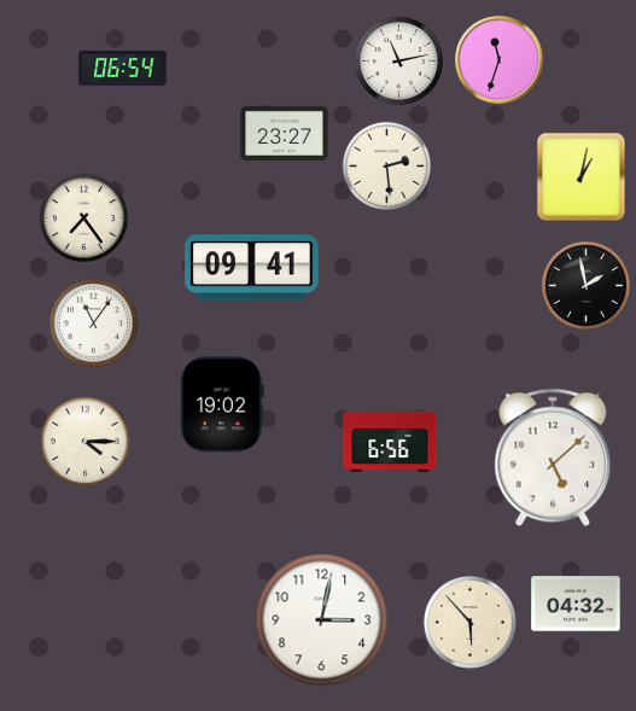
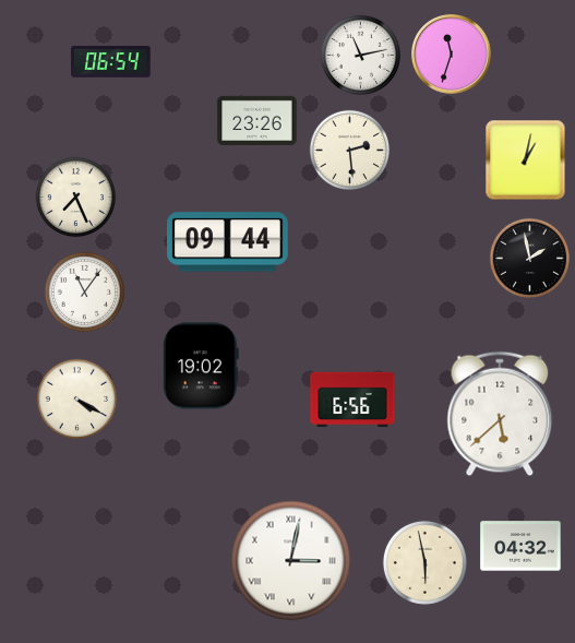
clock at (285, 133): 23:27 -> 23:26
clock at (83, 217): 7:24 -> 7:26
clock at (252, 268): 09:41 -> 09:44
clock at (84, 441): 4:15 -> 4:20
clock at (553, 458): 5:08 -> 5:38
clock at (322, 620) numerals: Arabic -> Roman
clock at (469, 622): 5:53 -> 5:58
